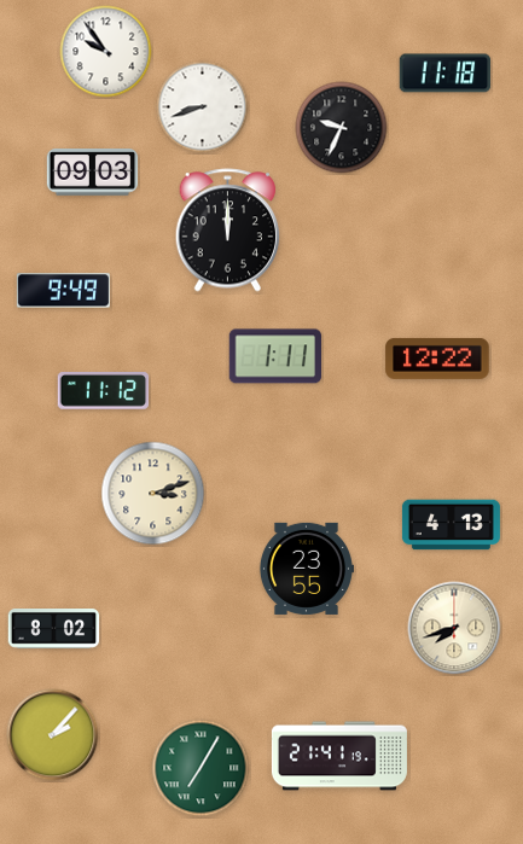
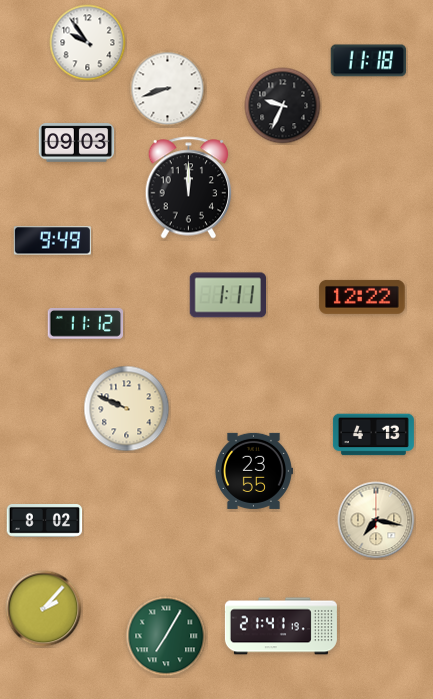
clock at (228, 231) position: (228, 231) -> (189, 188)
clock at (153, 494): 3:12 -> 9:49
clock at (454, 628): 7:42 -> 7:17
